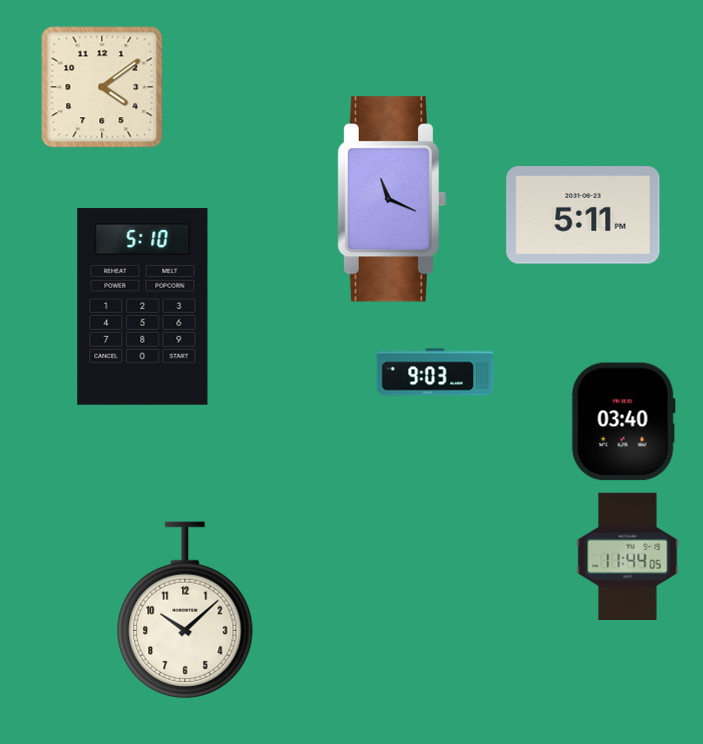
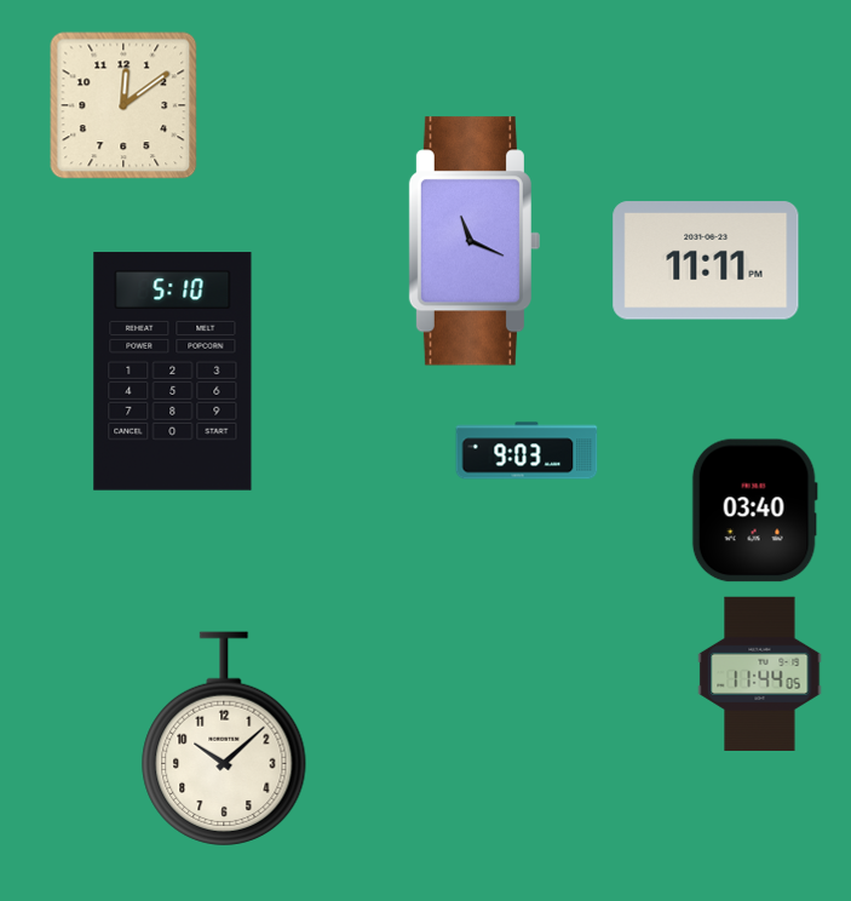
clock at (102, 87): 4:09 -> 12:09
clock at (583, 215): 5:11 -> 11:11
